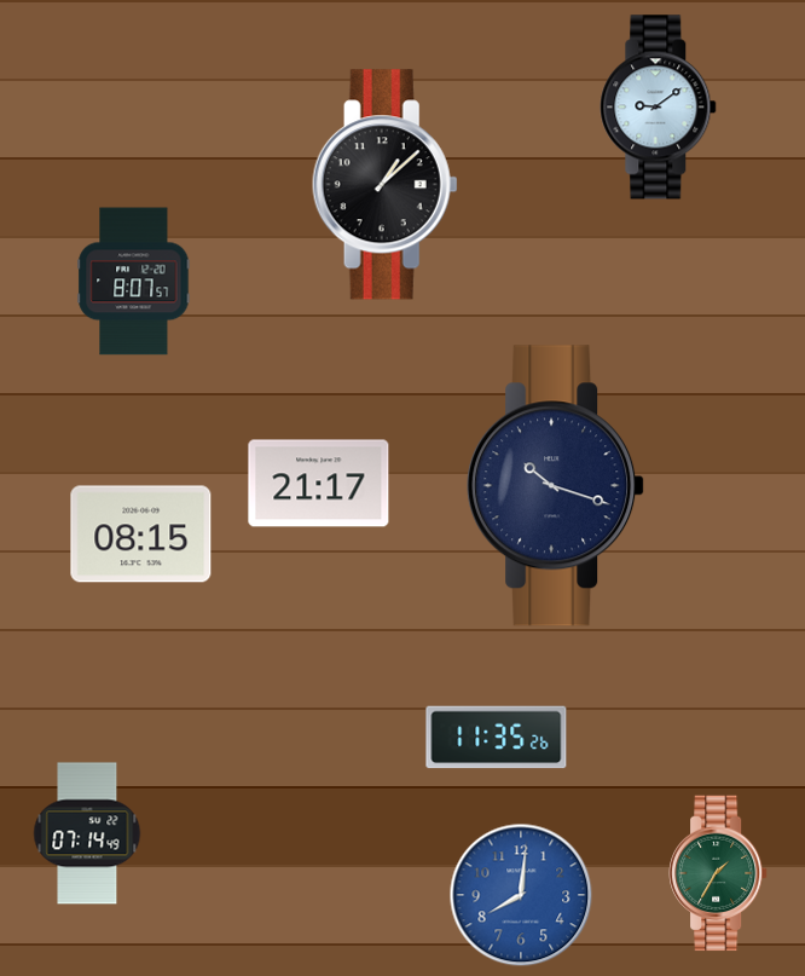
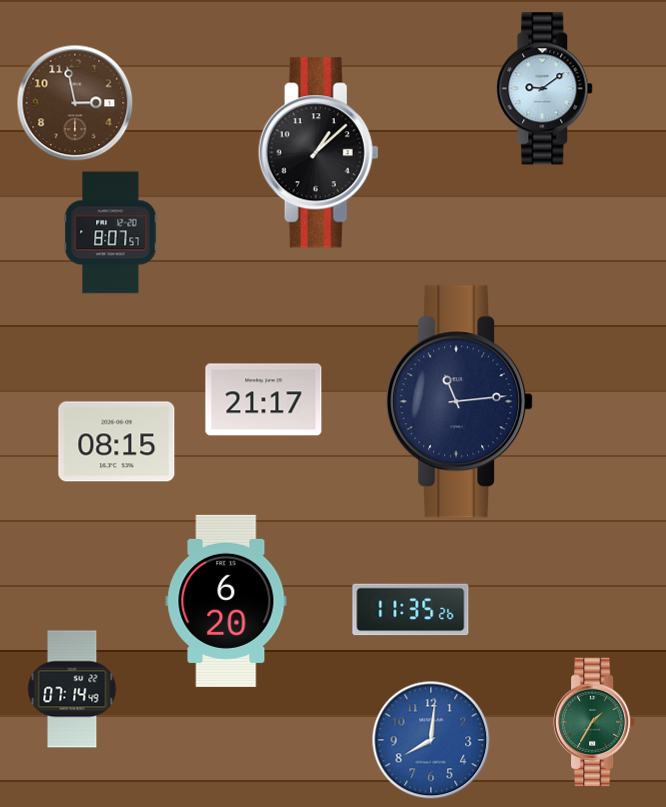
clock at (75, 103): none -> 2:58
clock at (556, 486): 10:18 -> 11:14
clock at (226, 601): none -> 6:20
